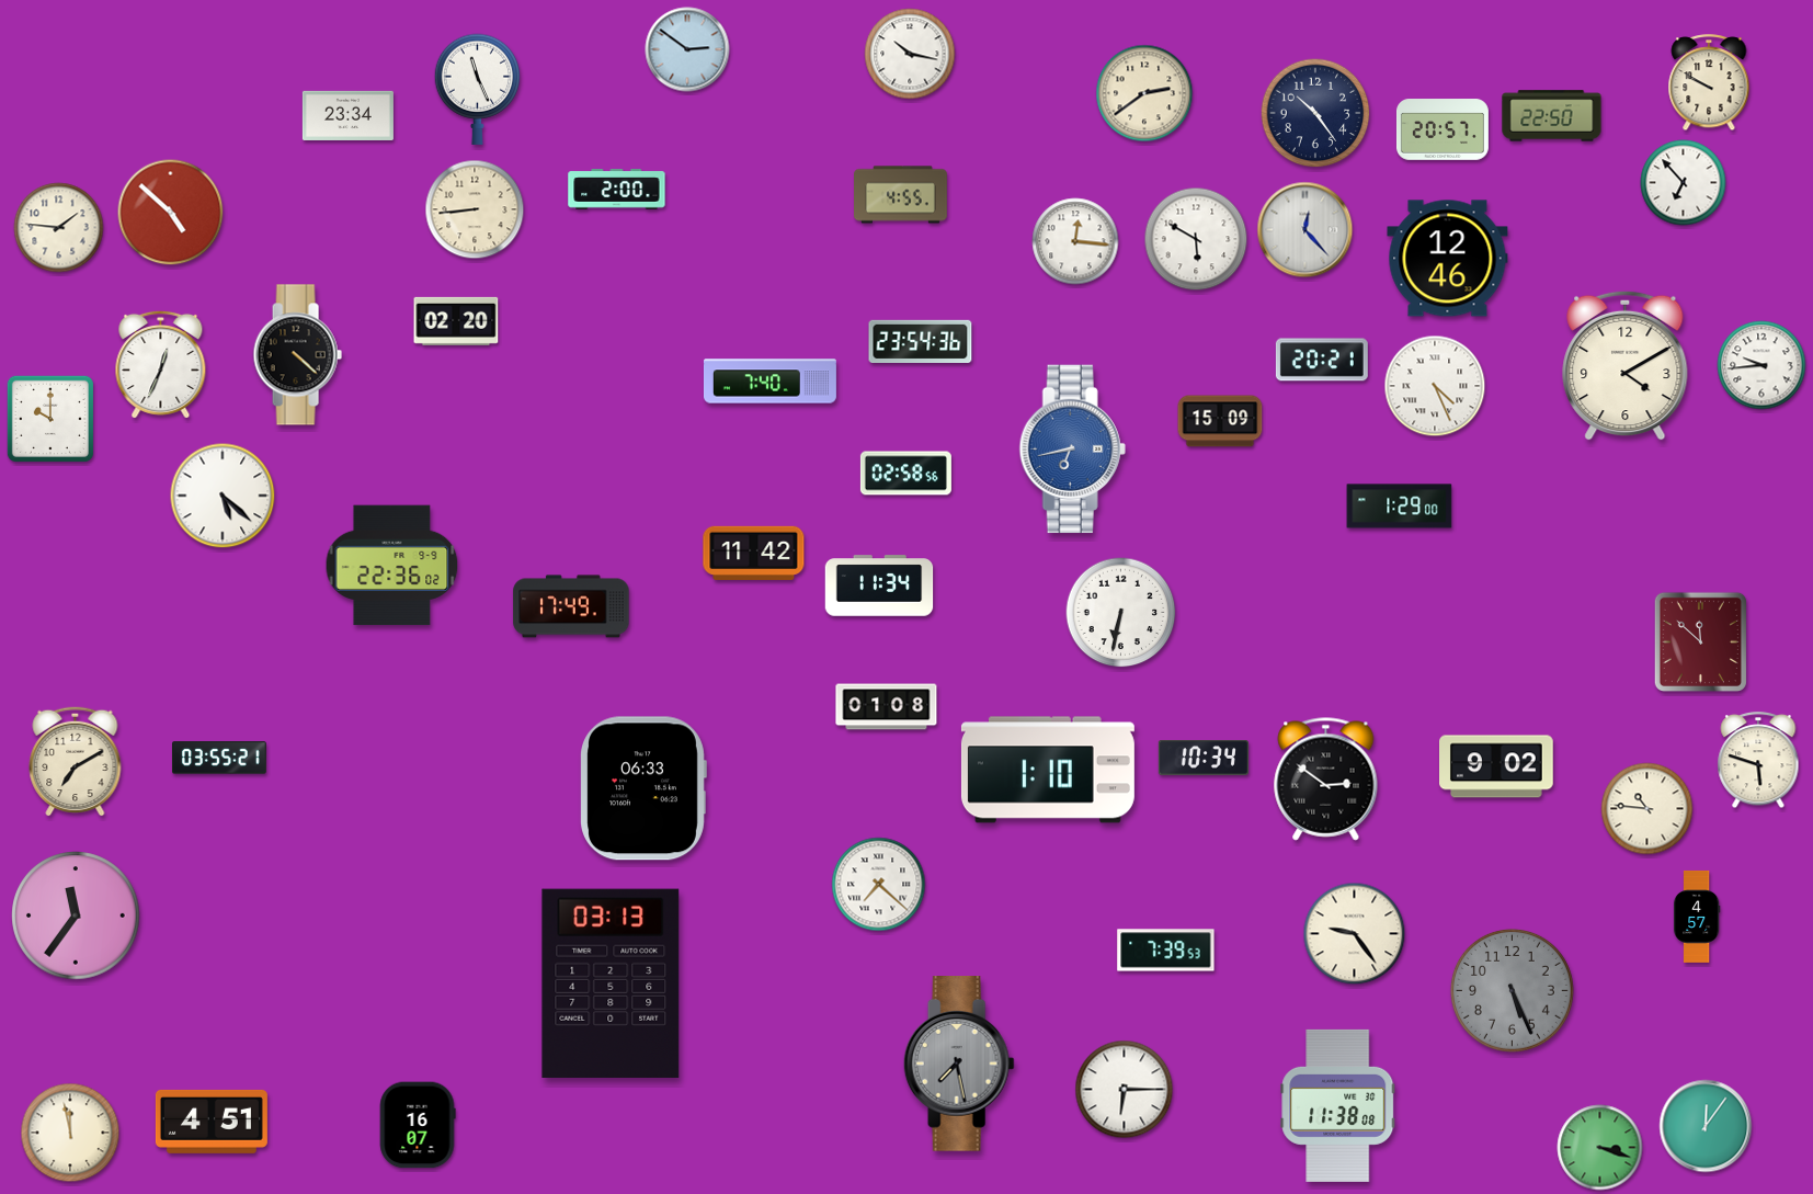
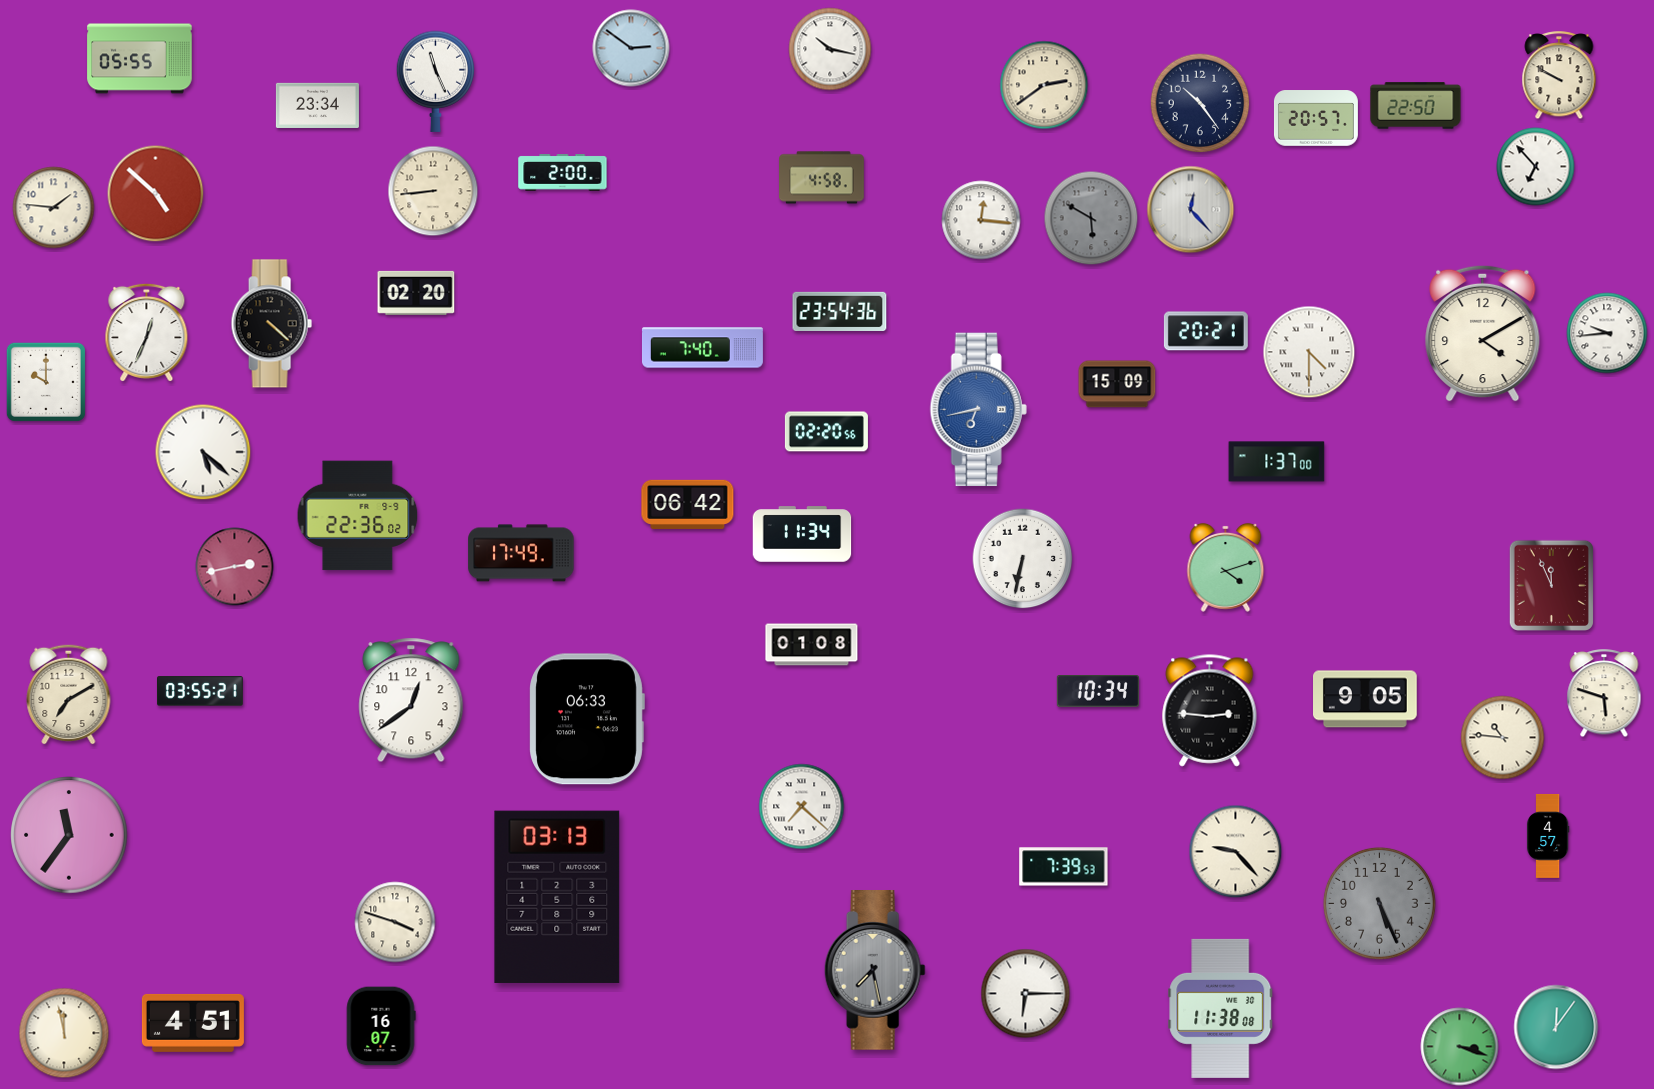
clock at (687, 49) position: (687, 49) -> (631, 48)
clock at (140, 59): none -> 05:55
clock at (901, 195): 4:55 -> 4:58
clock at (1196, 239) dial: white -> grey
clock at (1448, 259): 12:46 -> none
clock at (1322, 360) position: (1322, 360) -> (1206, 331)
clock at (1435, 386): 4:26 -> 4:30
clock at (1220, 421) position: (1220, 421) -> (1117, 384)
clock at (905, 474): 02:58 -> 02:20
clock at (1400, 507): 1:29 -> 1:37
clock at (754, 553): 11:42 -> 06:42
clock at (235, 567): none -> 2:43
clock at (1226, 567): none -> 4:12
clock at (1700, 641): 11:52 -> 11:56
clock at (887, 707) position: (887, 707) -> (812, 645)
clock at (1497, 766): 9:02 -> 9:05
clock at (411, 700): none -> 12:39
clock at (1048, 770): 1:10 -> none
clock at (1326, 780): 2:51 -> 2:46
clock at (1355, 934): 9:24 -> 9:23
clock at (395, 922): none -> 3:48
